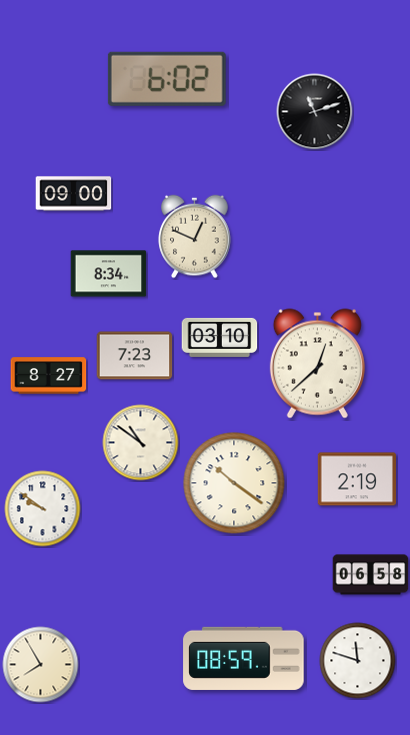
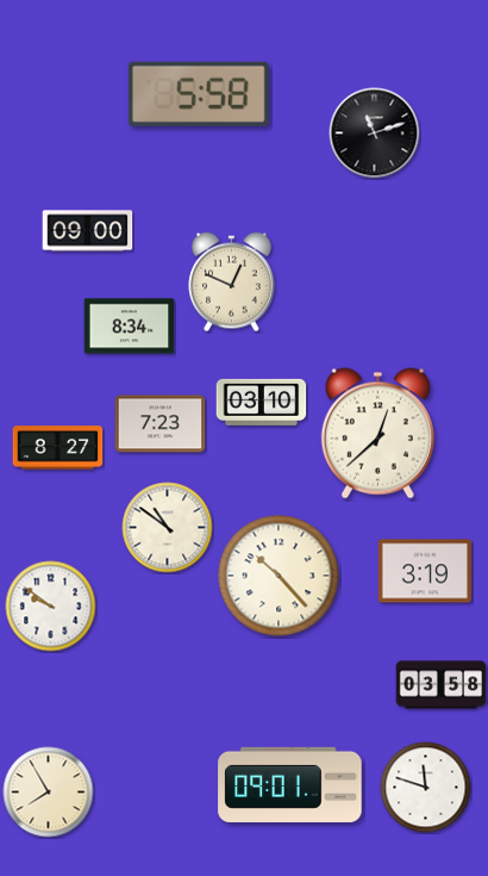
clock at (167, 79): 6:02 -> 5:58
clock at (357, 479): 2:19 -> 3:19
clock at (234, 483): 10:21 -> 10:23
clock at (371, 575): 06:58 -> 03:58
clock at (244, 658): 08:59 -> 09:01
